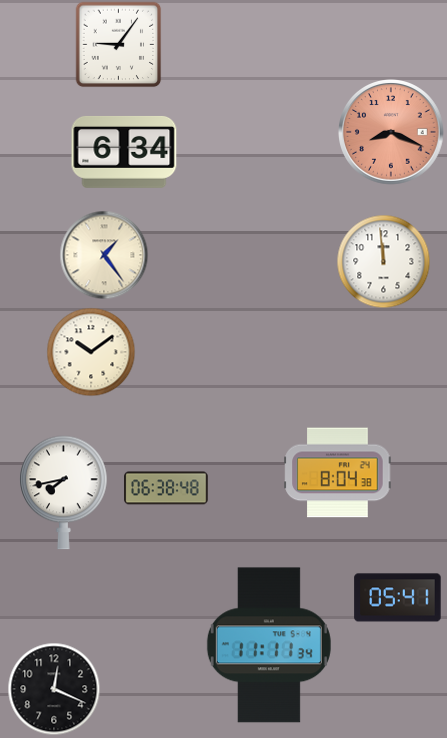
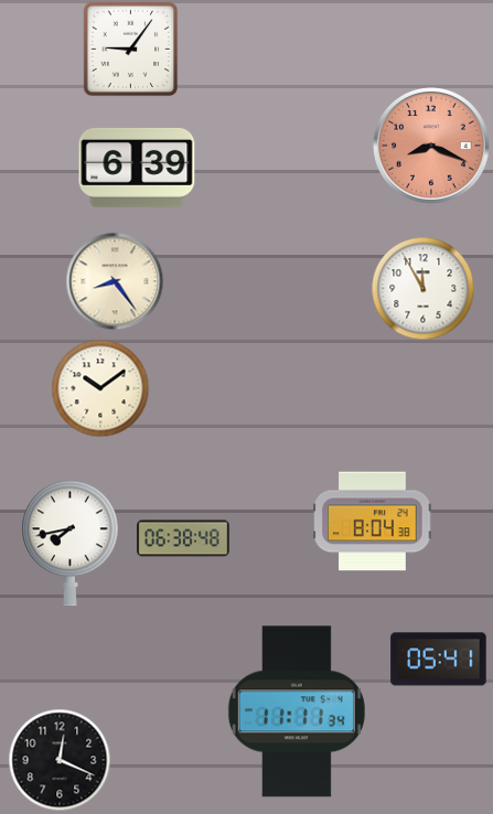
clock at (124, 152): 6:34 -> 6:39
clock at (104, 255): 1:24 -> 8:24
clock at (383, 261): 11:59 -> 11:55
